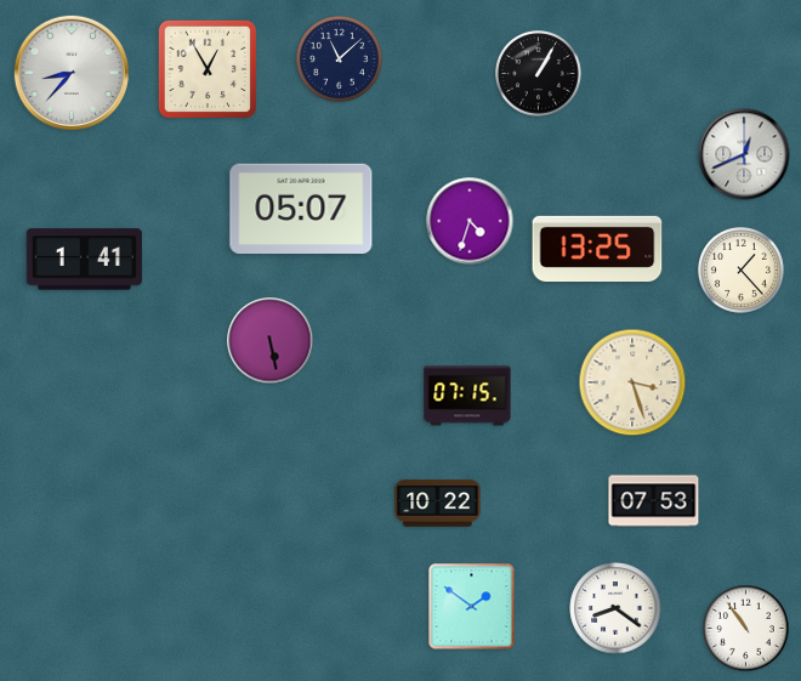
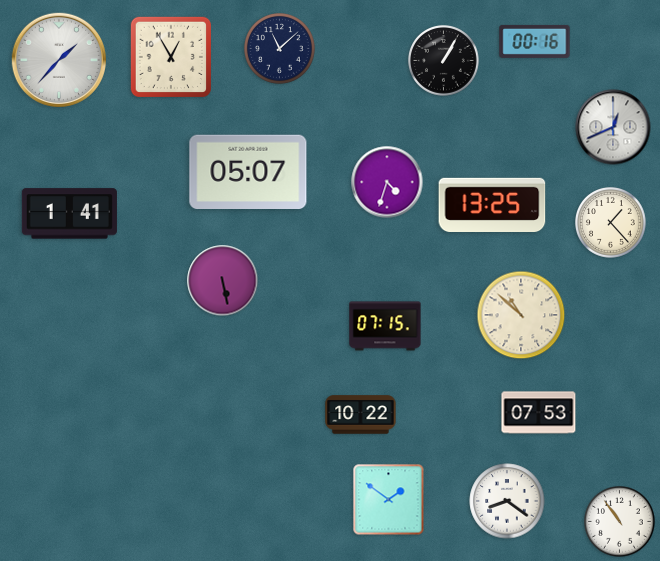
clock at (535, 41): none -> 00:16
clock at (70, 72): 8:37 -> 1:37
clock at (632, 382): 3:27 -> 10:52
clock at (746, 629) position: (746, 629) -> (620, 522)
